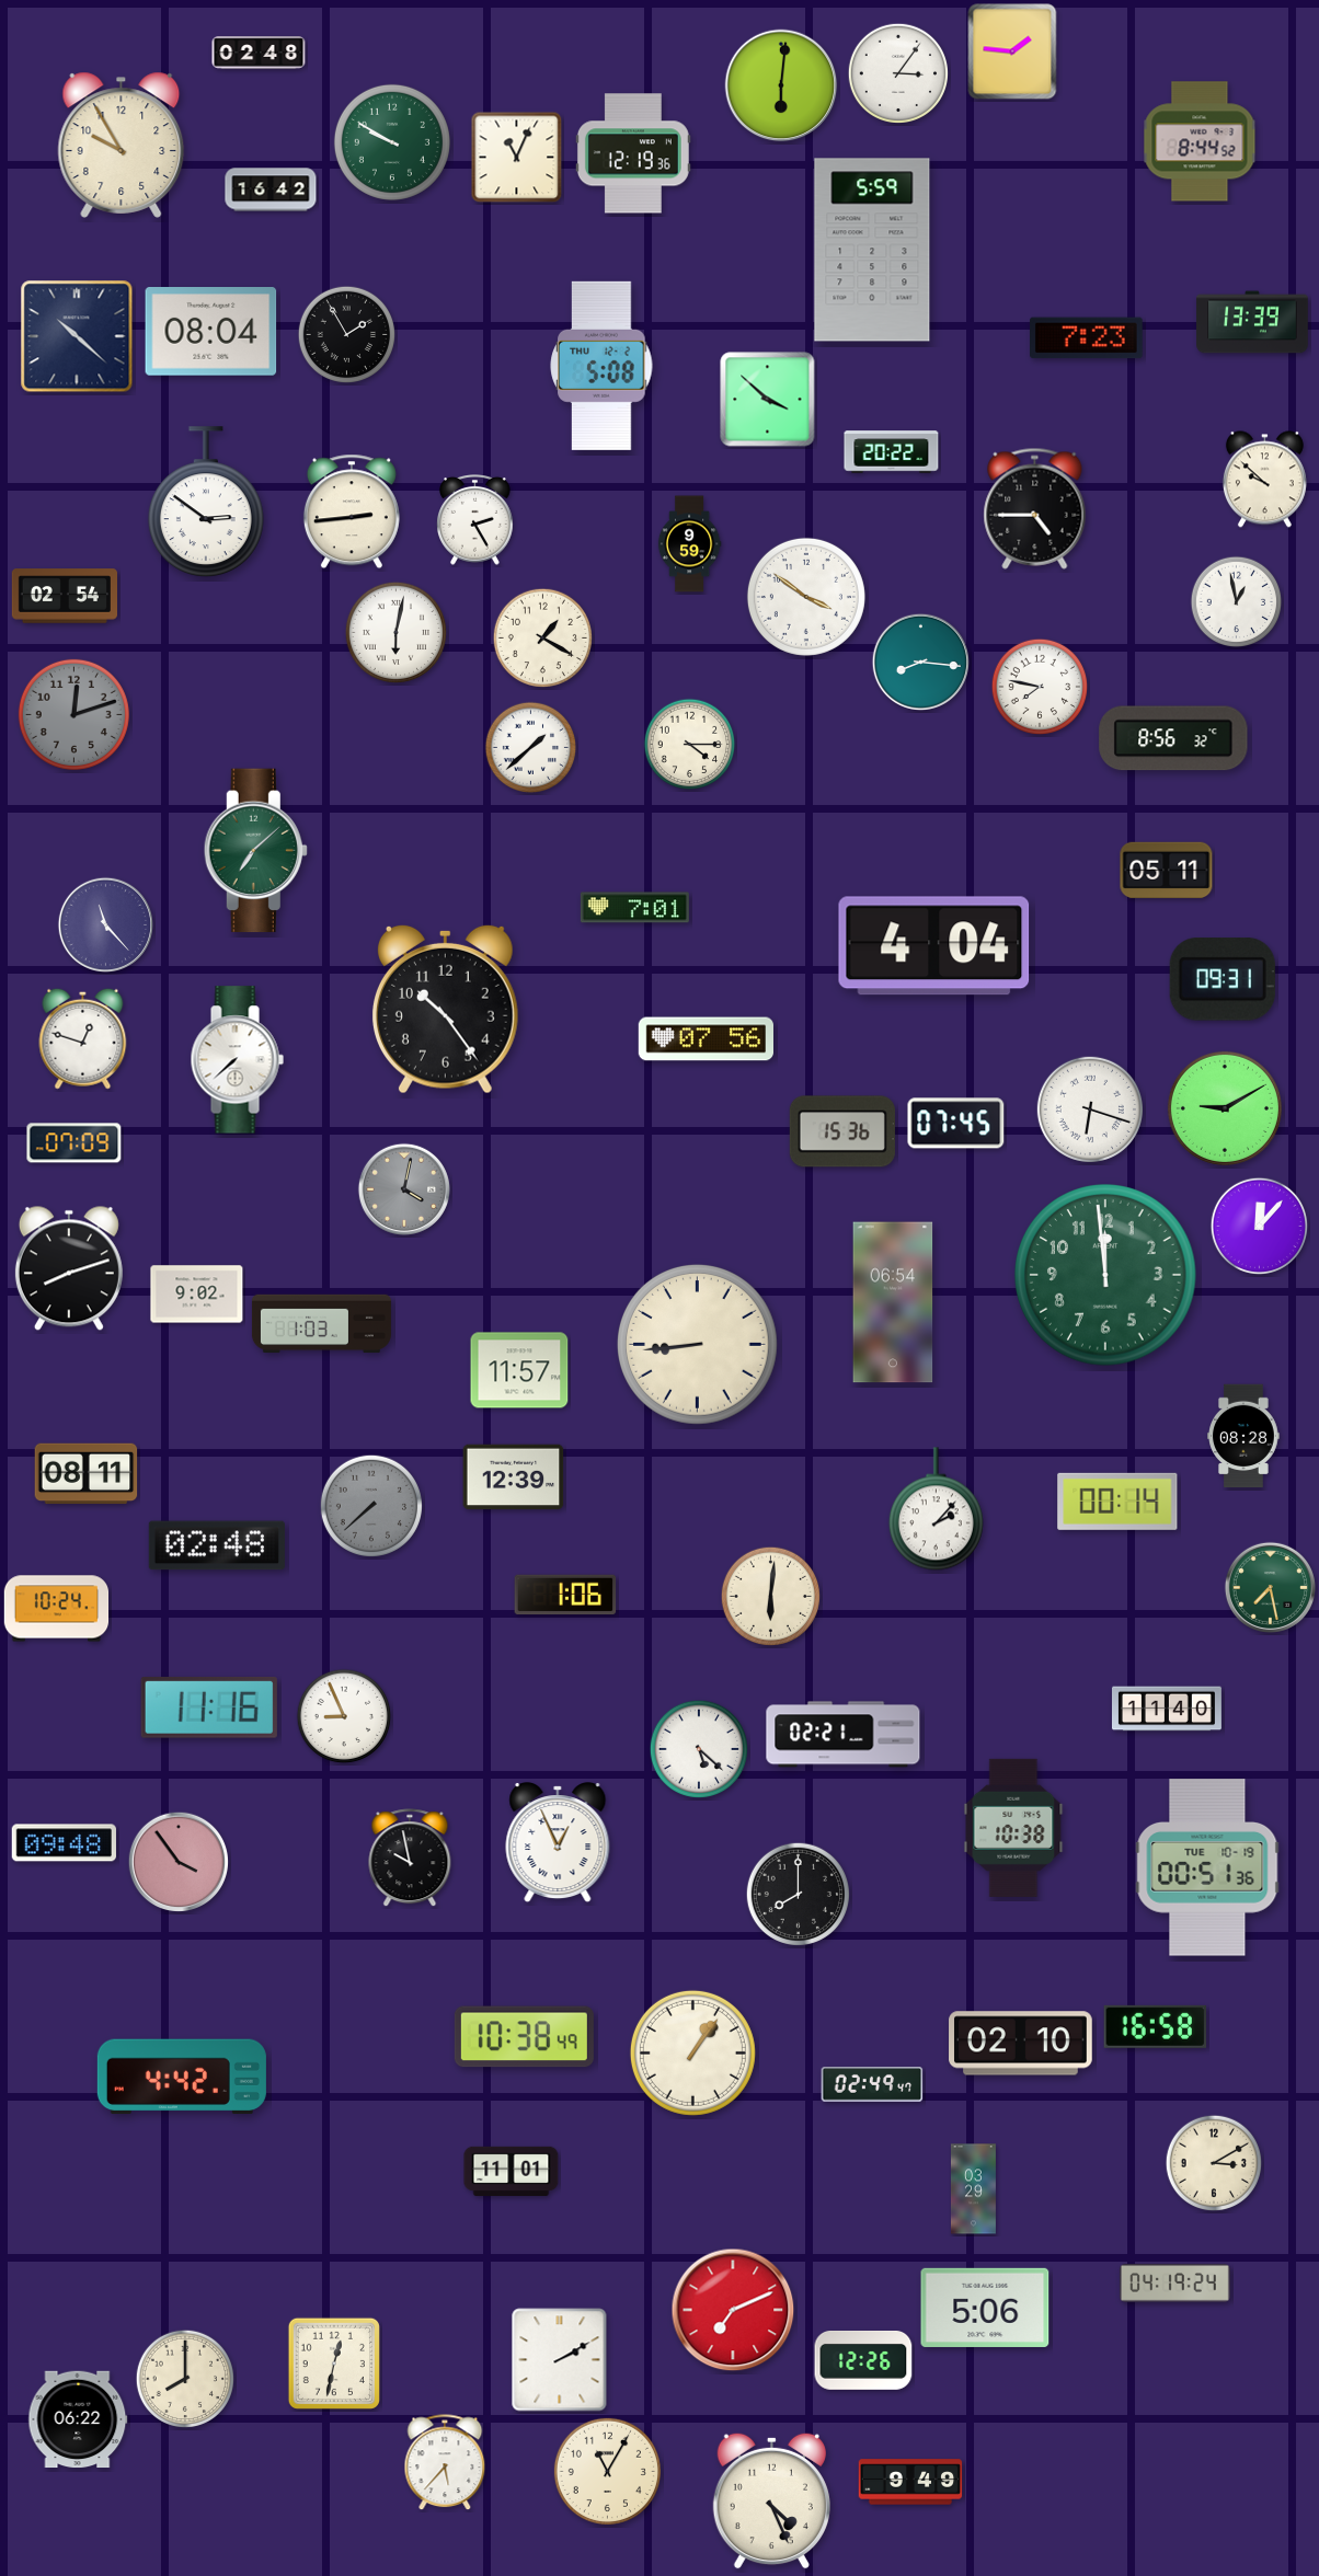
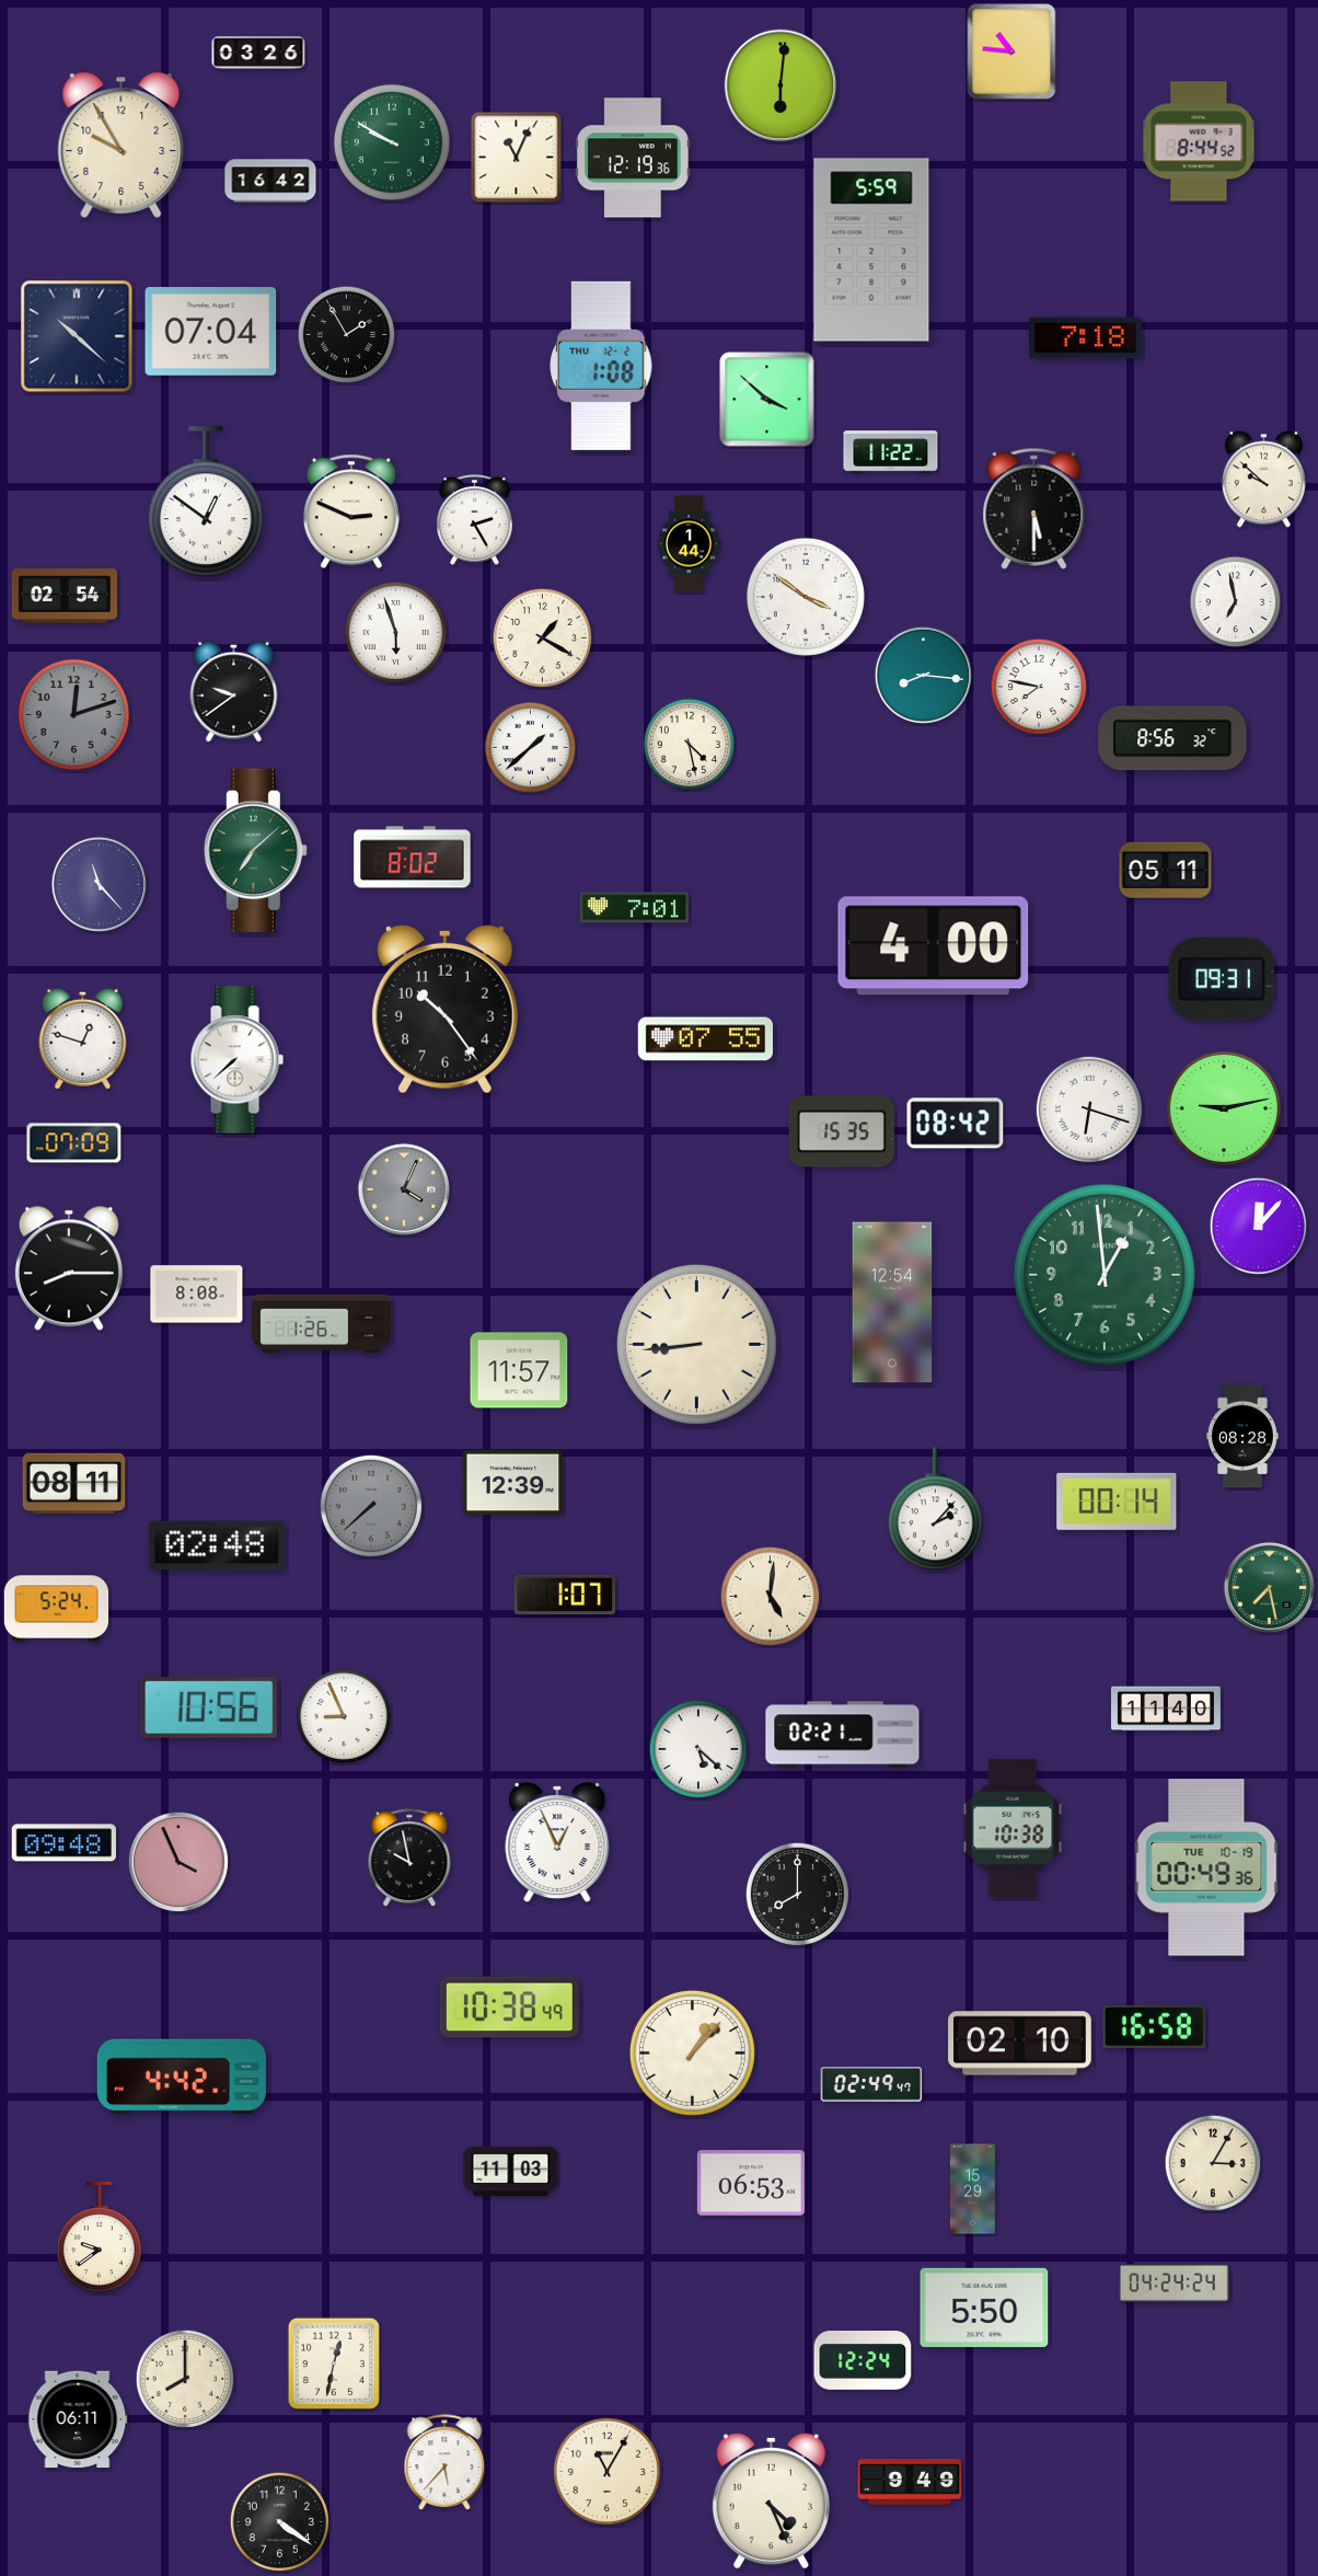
clock at (1012, 51): 1:46 -> 10:46
clock at (259, 53): 02:48 -> 03:26
clock at (897, 72): 3:06 -> none
clock at (633, 153) position: (633, 153) -> (633, 158)
clock at (271, 189) position: (271, 189) -> (270, 181)
clock at (1252, 322): 13:39 -> none
clock at (211, 332): 08:04 -> 07:04
clock at (1087, 338): 7:23 -> 7:18
clock at (601, 366): 5:08 -> 1:08
clock at (892, 452): 20:22 -> 11:22
clock at (206, 503): 2:51 -> 12:51
clock at (1035, 508): 4:45 -> 5:30
clock at (352, 511): 2:44 -> 2:49
clock at (689, 544): 9:59 -> 1:44
clock at (1237, 602): 12:58 -> 6:58
clock at (395, 632): 6:02 -> 5:57
clock at (920, 662) position: (920, 662) -> (923, 675)
clock at (234, 691): none -> 9:39
clock at (690, 745): 4:15 -> 4:28
clock at (413, 858): none -> 8:02
clock at (105, 924) position: (105, 924) -> (99, 884)
clock at (934, 946): 4:04 -> 4:00
clock at (707, 1039): 07:56 -> 07:55
clock at (1225, 1108): 9:10 -> 9:13
clock at (956, 1124): 07:45 -> 08:42
clock at (842, 1131): 15:36 -> 15:35
clock at (404, 1189): 4:02 -> 4:04
clock at (69, 1268): 8:12 -> 8:15
clock at (1105, 1275): 11:59 -> 12:59
clock at (197, 1295): 9:02 -> 8:08
clock at (893, 1302): 06:54 -> 12:54
clock at (321, 1324): 1:03 -> 1:26
clock at (87, 1474) position: (87, 1474) -> (74, 1484)
clock at (514, 1477) position: (514, 1477) -> (513, 1483)
clock at (565, 1595): 1:06 -> 1:07
clock at (770, 1596): 6:01 -> 5:01
clock at (57, 1609): 10:24 -> 5:24
clock at (209, 1707): 11:16 -> 10:56
clock at (179, 1862): 3:54 -> 3:56
clock at (1207, 1867): 00:51 -> 00:49
clock at (524, 2037) position: (524, 2037) -> (509, 2008)
clock at (692, 2052): 1:06 -> 1:07
clock at (1214, 2163): 3:10 -> 3:05
clock at (512, 2171): 11:01 -> 11:03
clock at (751, 2183): none -> 06:53
clock at (973, 2189): 03:29 -> 15:29
clock at (99, 2238): none -> 9:39
clock at (1175, 2284): 04:19 -> 04:24
clock at (985, 2308): 5:06 -> 5:50
clock at (733, 2310): 7:11 -> none
clock at (560, 2360): 2:10 -> none
clock at (863, 2361): 12:26 -> 12:24
clock at (78, 2419): 06:22 -> 06:11
clock at (279, 2521): none -> 4:21
